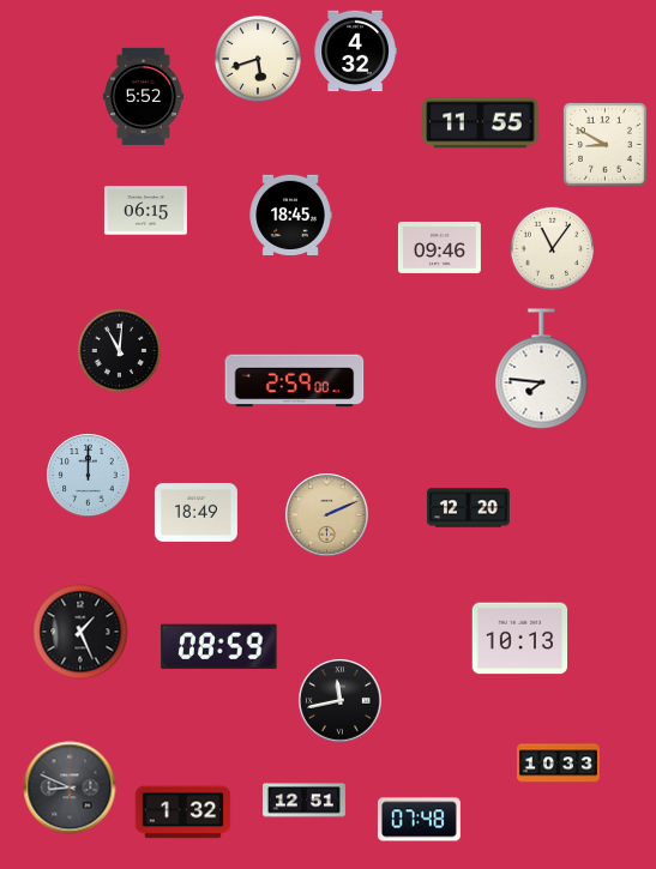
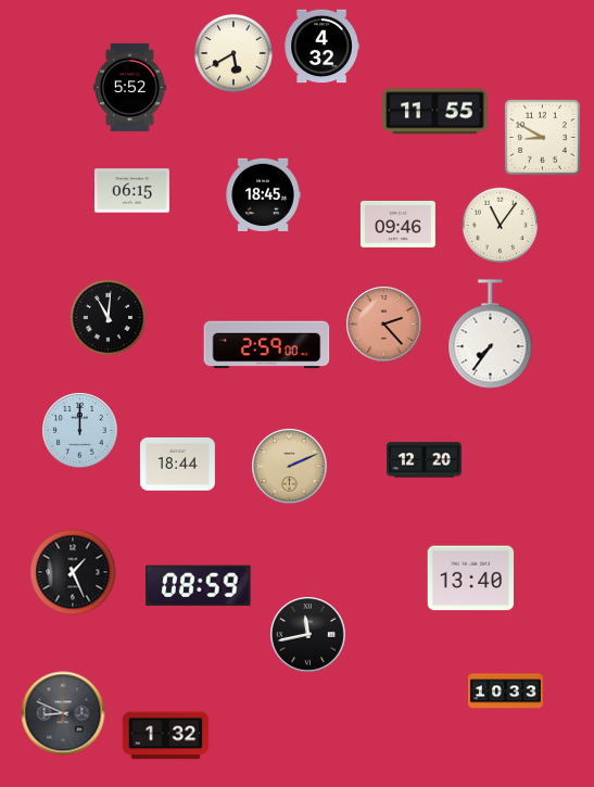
clock at (258, 59): 5:42 -> 5:40
clock at (604, 144) position: (604, 144) -> (542, 137)
clock at (384, 325): none -> 2:23
clock at (542, 369): 7:46 -> 7:36
clock at (195, 512): 18:49 -> 18:44
clock at (327, 515) position: (327, 515) -> (290, 467)
clock at (520, 639): 10:13 -> 13:40
clock at (303, 801): 12:51 -> none
clock at (419, 820): 07:48 -> none
